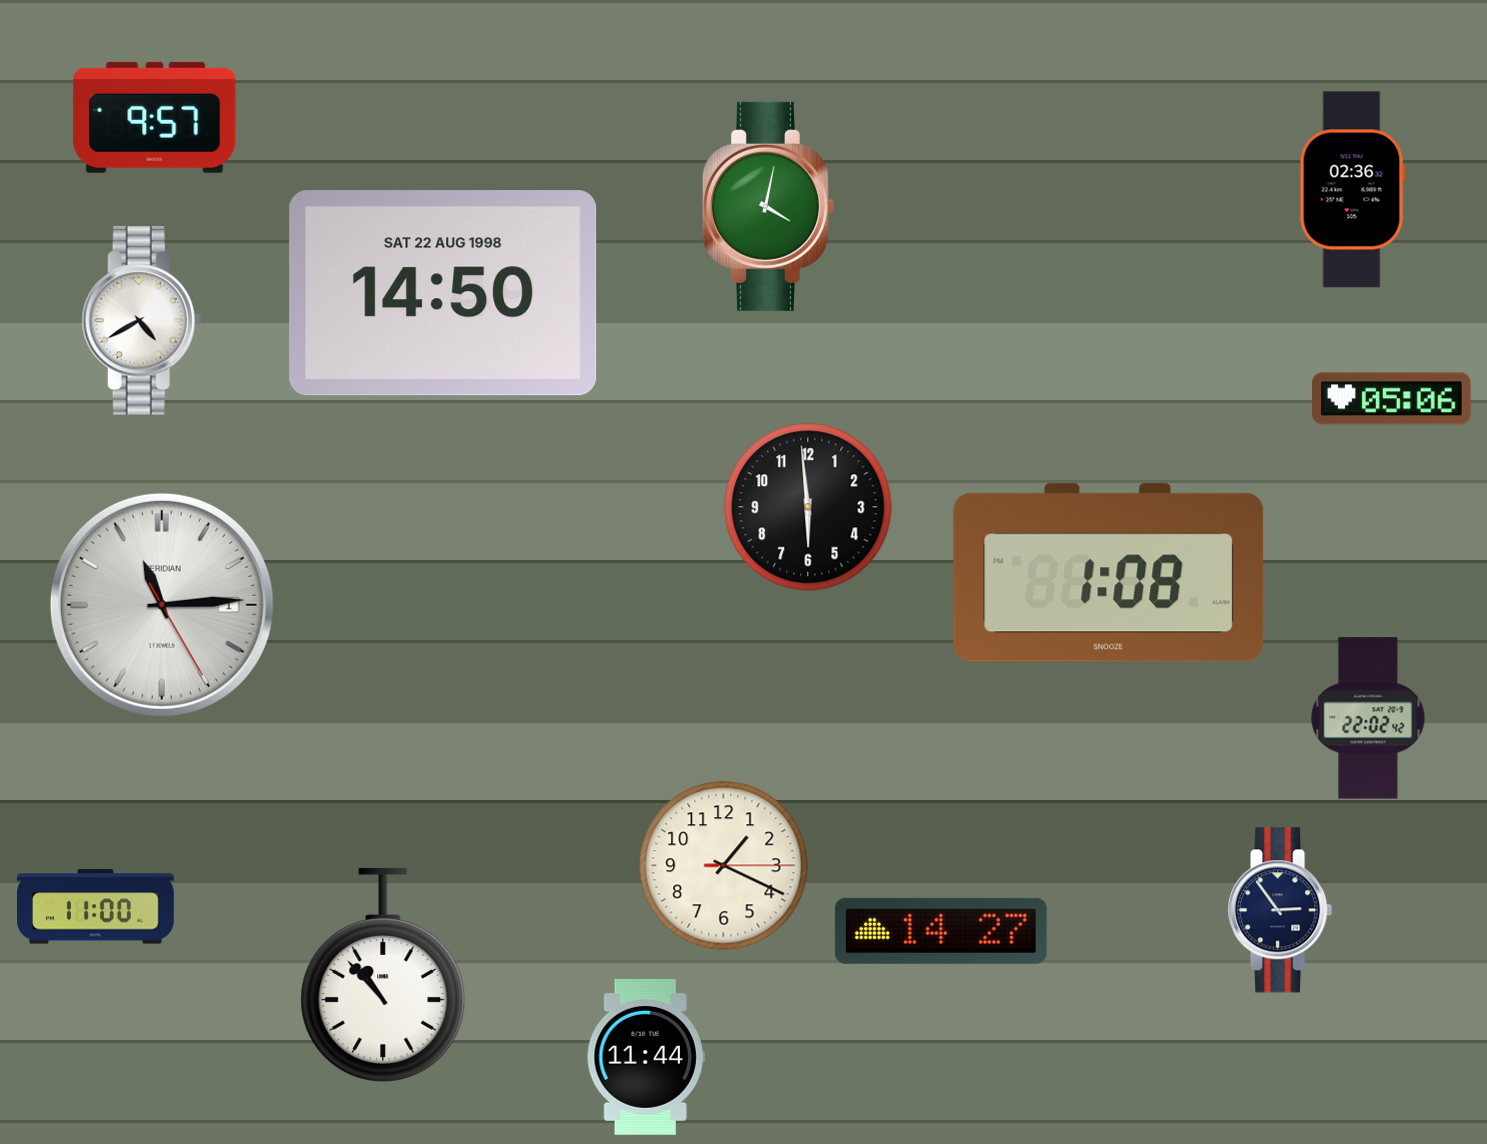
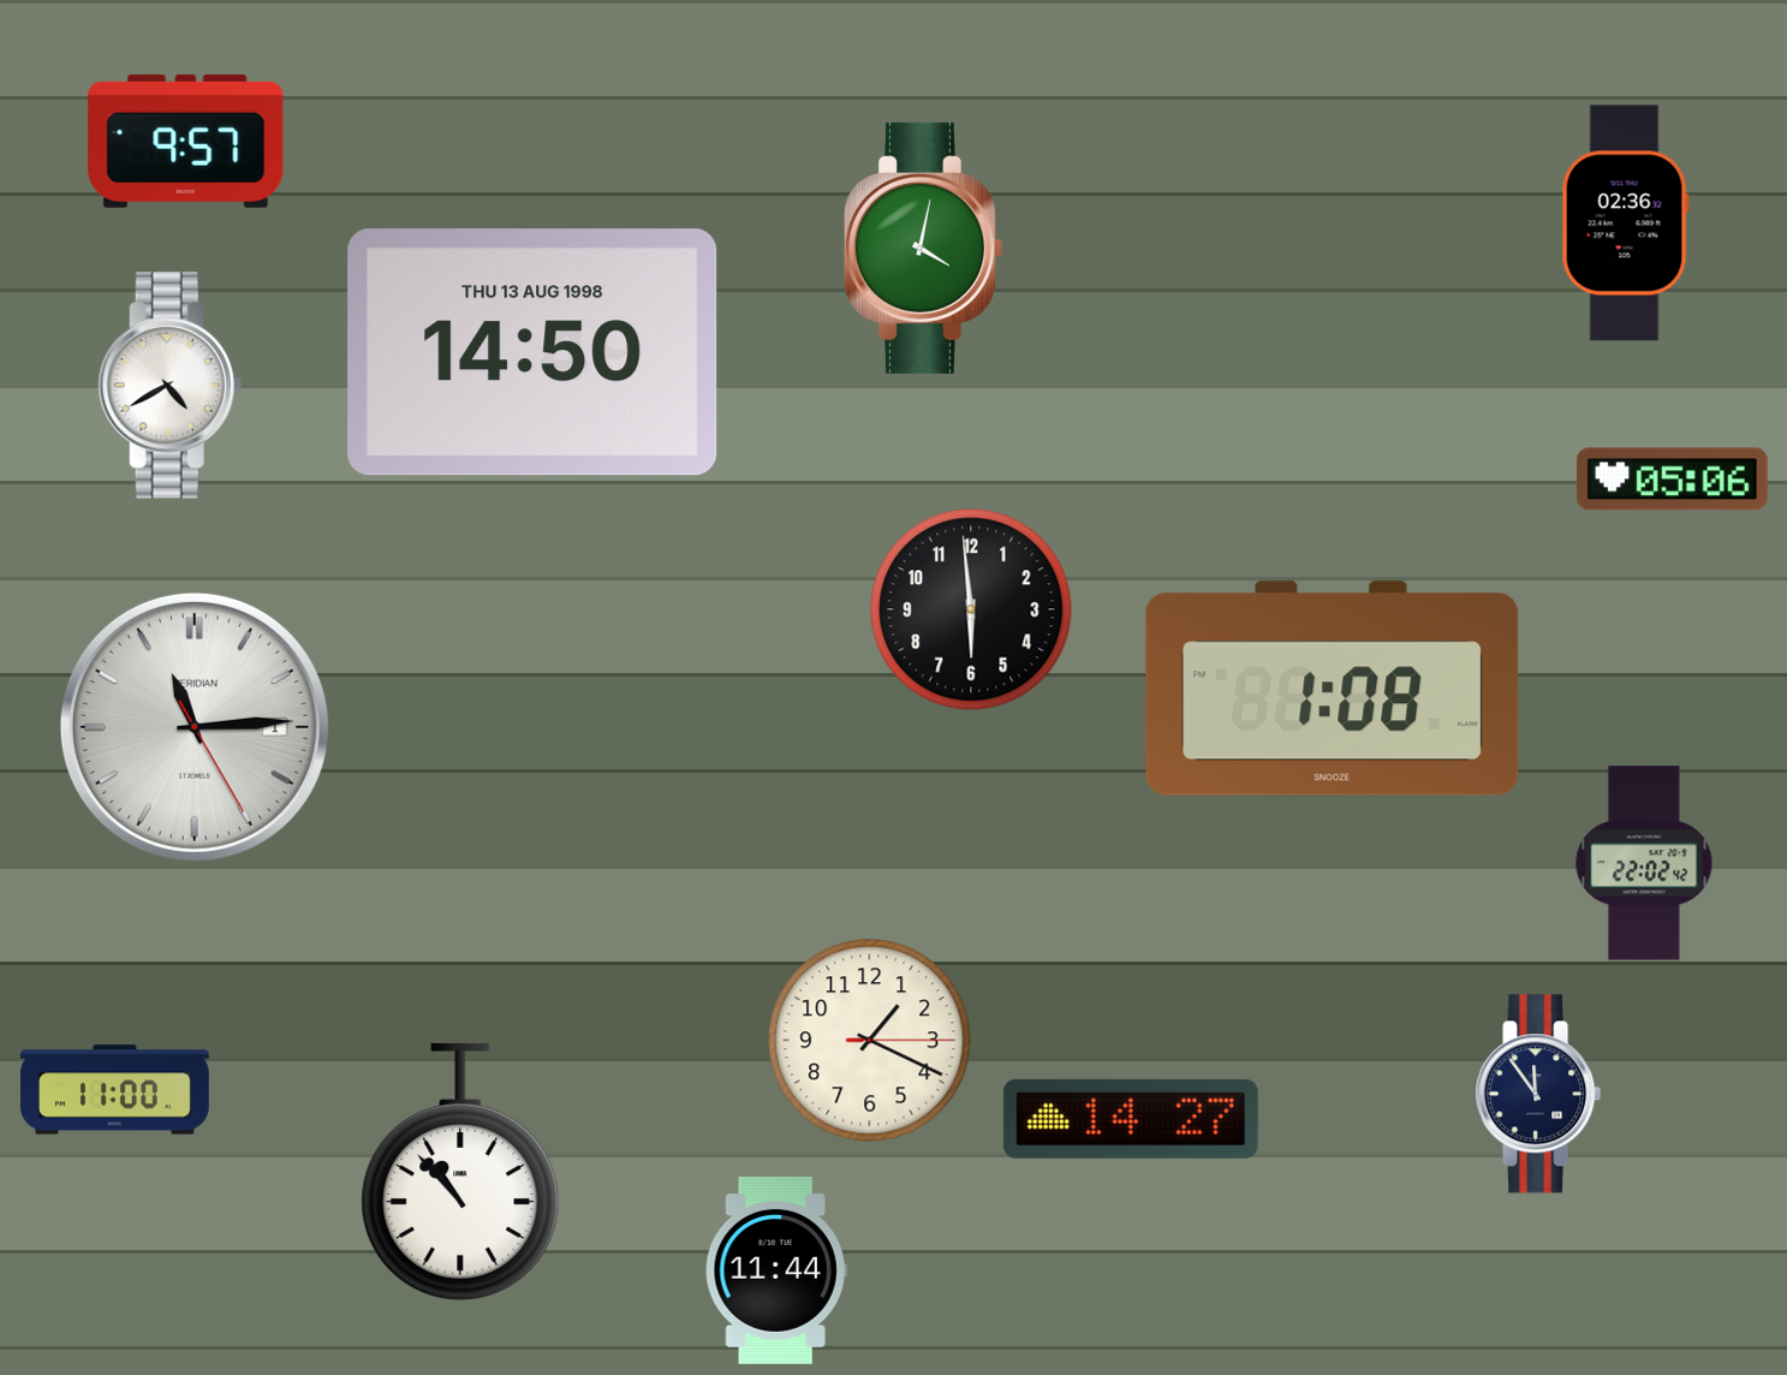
clock at (1352, 190) position: (1352, 190) -> (1625, 224)
clock at (443, 293) date: SAT 22 AUG 1998 -> THU 13 AUG 1998
clock at (1280, 910): 2:54 -> 11:54
